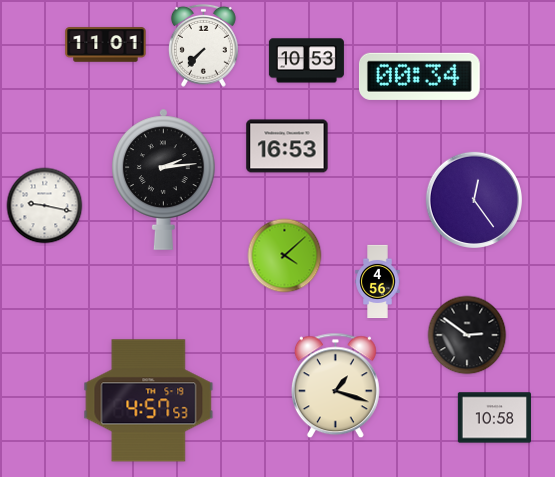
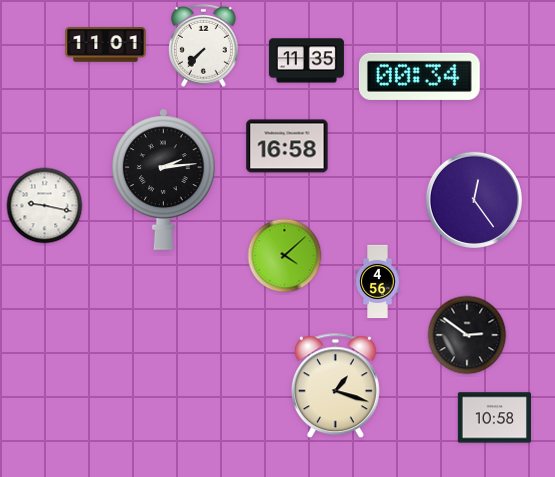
clock at (306, 61): 10:53 -> 11:35
clock at (287, 146): 16:53 -> 16:58
clock at (149, 401): 4:57 -> none
